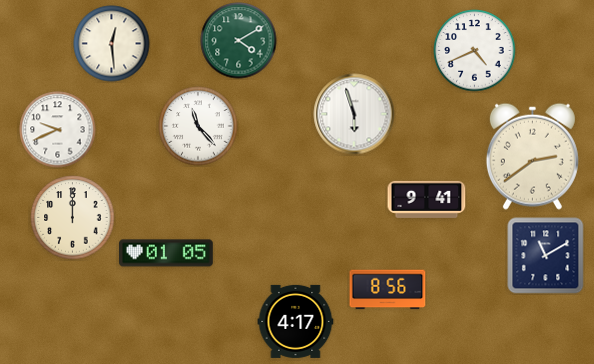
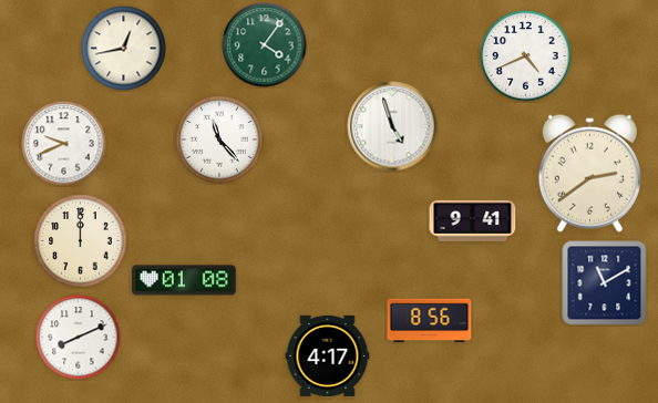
clock at (239, 41): 4:10 -> 4:06
clock at (112, 44): 12:29 -> 12:43
clock at (354, 114): 5:57 -> 4:57
clock at (167, 253): 01:05 -> 01:08
clock at (79, 338): none -> 8:11
